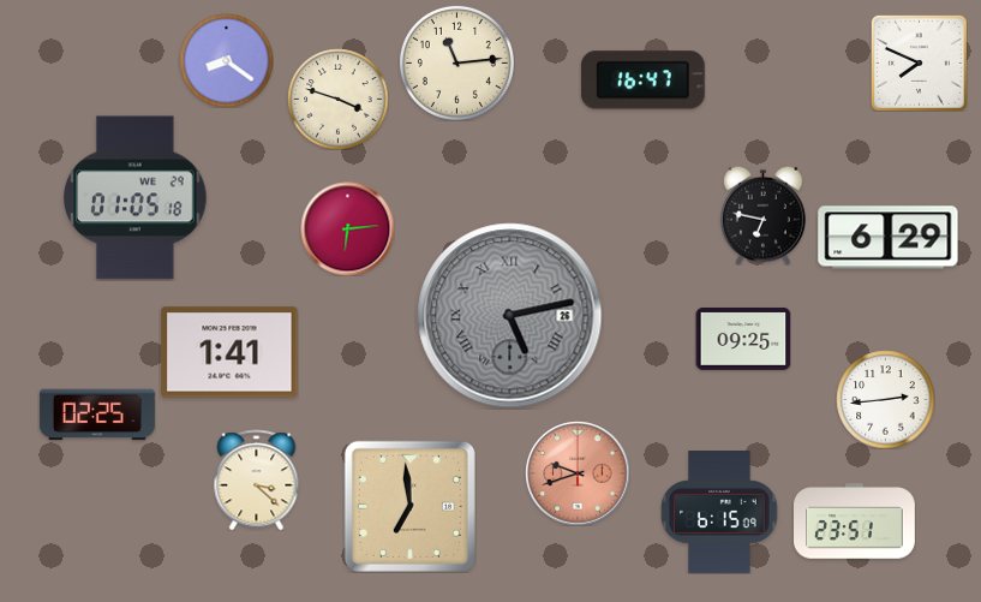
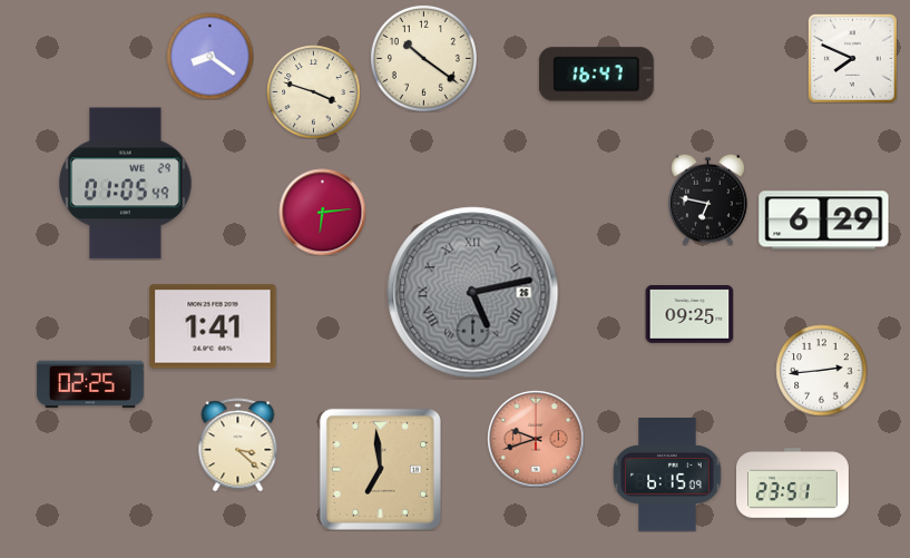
clock at (456, 62): 11:14 -> 10:21
clock at (136, 198): 01:05:18 -> 01:05:49
